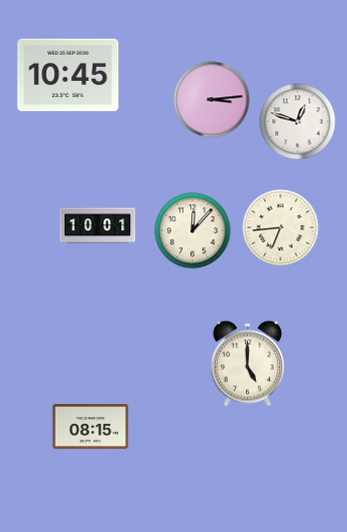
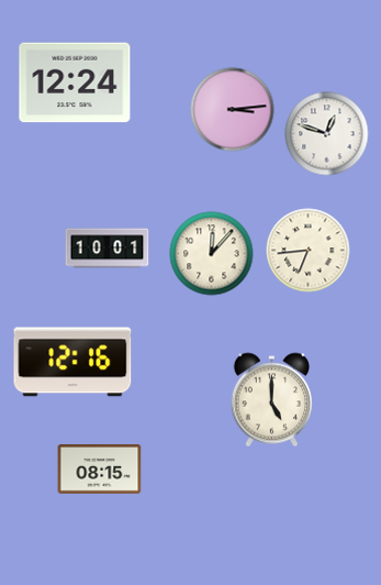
clock at (68, 75): 10:45 -> 12:24
clock at (72, 362): none -> 12:16
